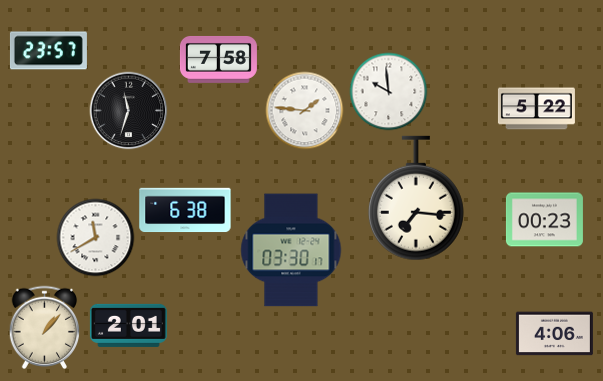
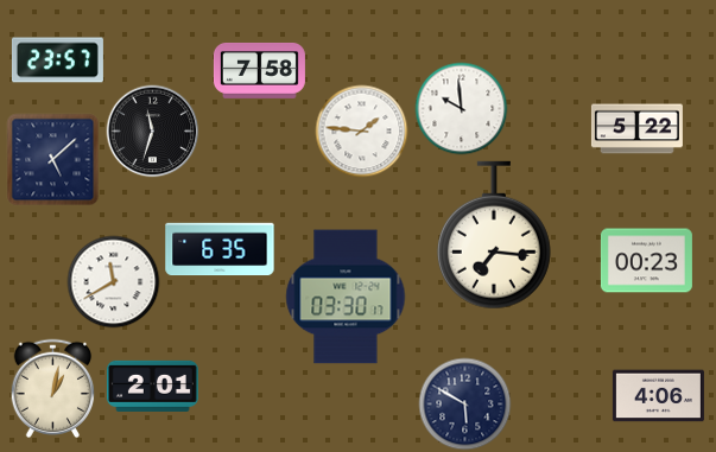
clock at (52, 159): none -> 5:08
clock at (185, 210): 6:38 -> 6:35
clock at (45, 327): 1:07 -> 1:02
clock at (464, 403): none -> 5:50
